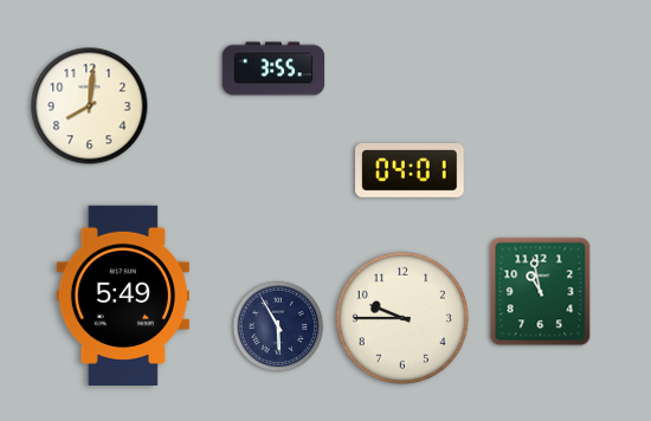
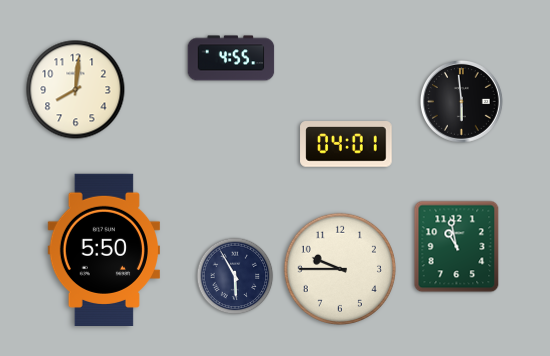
clock at (273, 69): 3:55 -> 4:55
clock at (462, 102): none -> 5:59
clock at (122, 294): 5:49 -> 5:50
